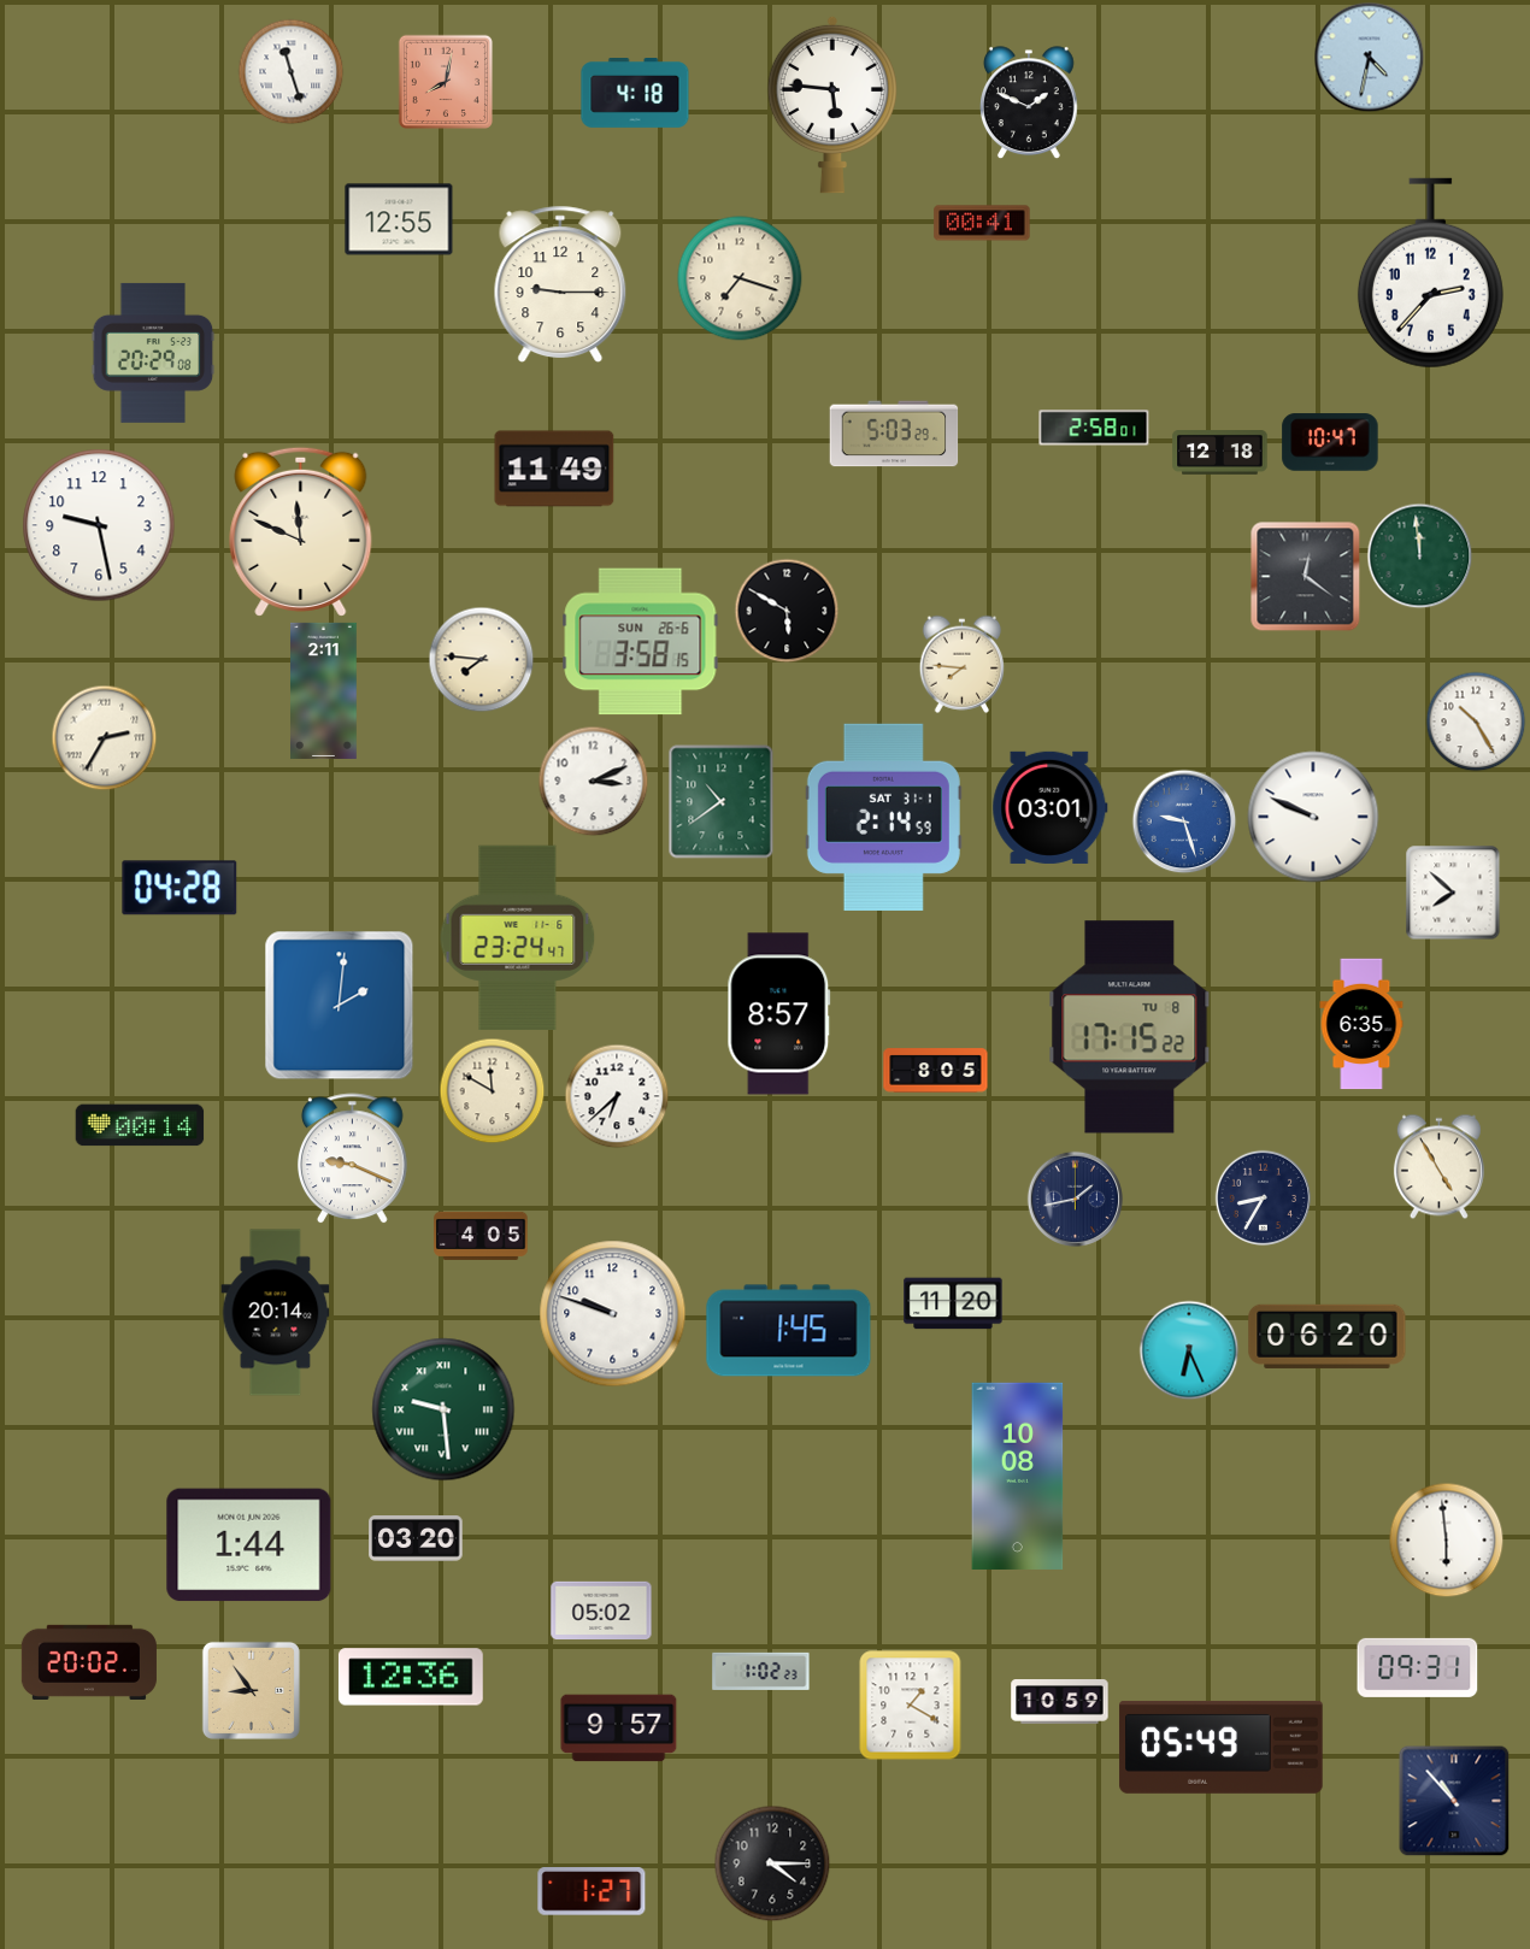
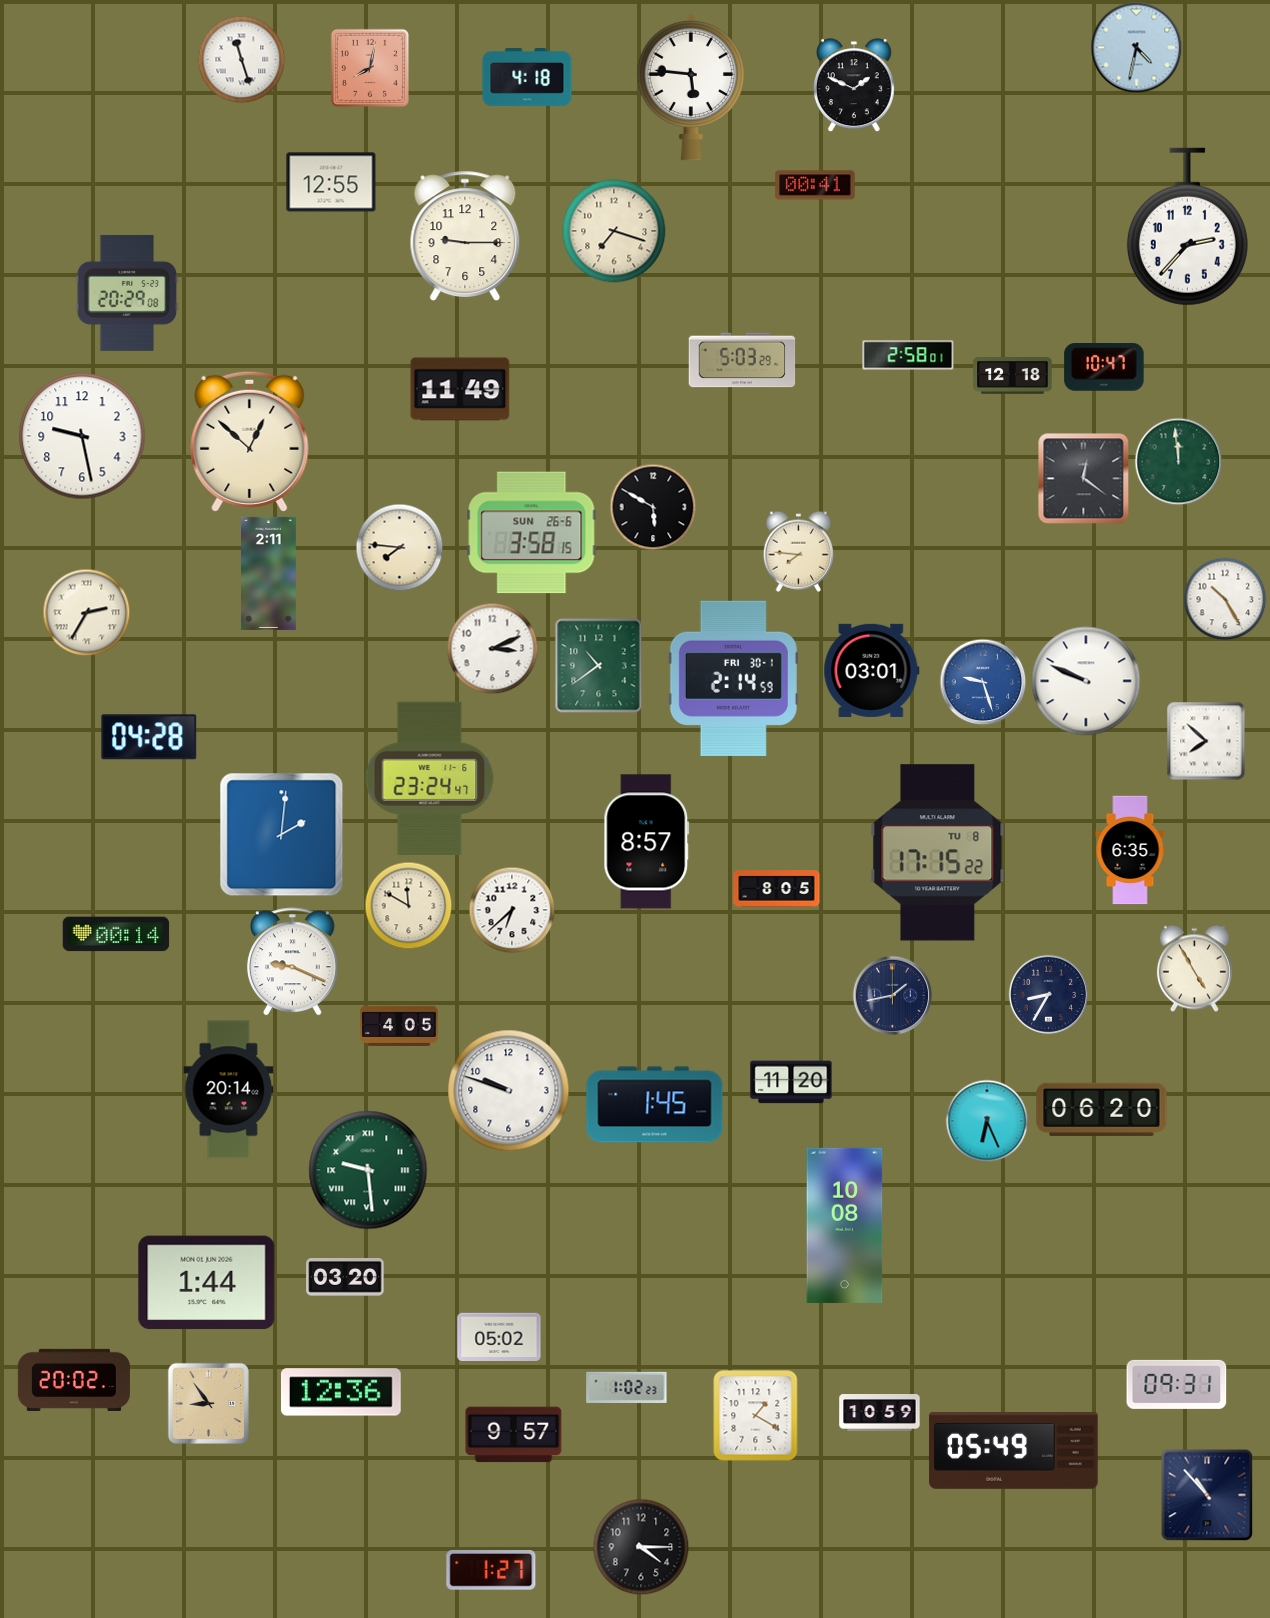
clock at (301, 531): 11:49 -> 12:52
clock at (883, 817) date: SAT 31-1 -> FRI 30-1
clock at (1313, 817) position: (1313, 817) -> (1086, 681)
clock at (1446, 1539): 5:59 -> none
clock at (761, 1671) position: (761, 1671) -> (627, 1387)
